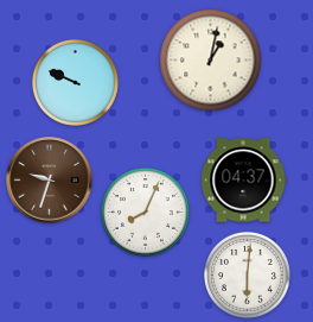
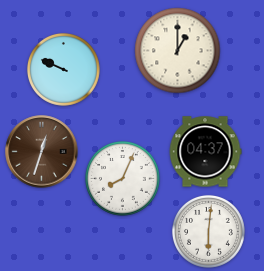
clock at (211, 61): 1:02 -> 1:00
clock at (50, 181): 9:33 -> 12:33
